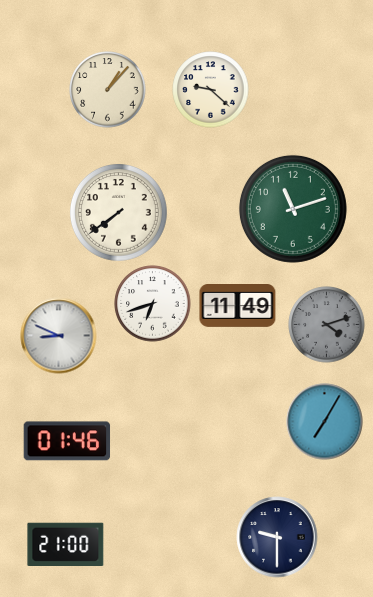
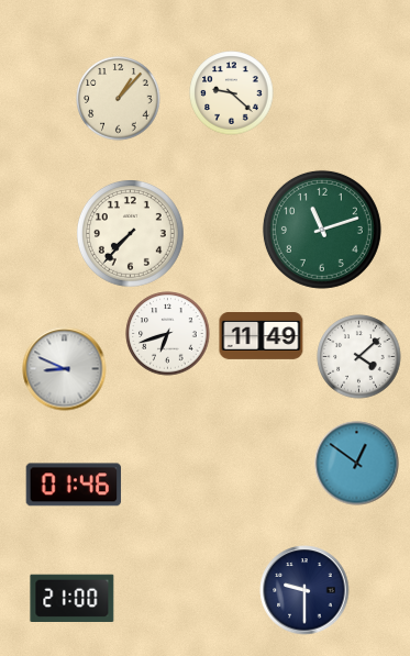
clock at (211, 90) position: (211, 90) -> (232, 93)
clock at (119, 213): 7:39 -> 7:37
clock at (327, 325): 4:12 -> 4:08
clock at (327, 325) dial: grey -> white
clock at (325, 422): 7:05 -> 12:51
